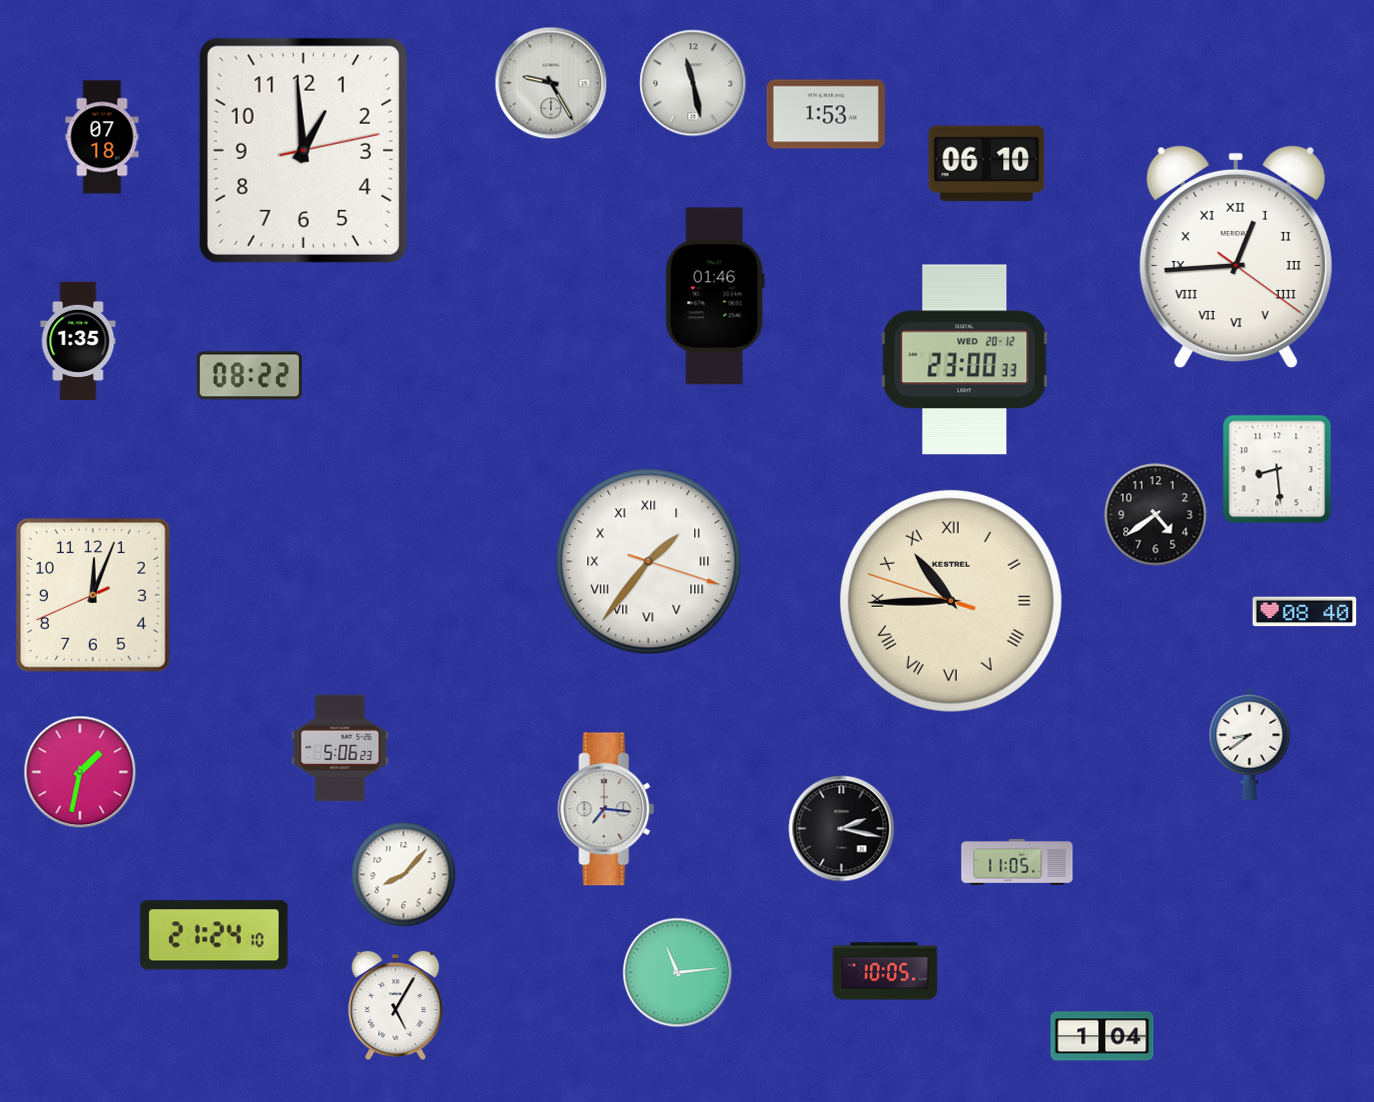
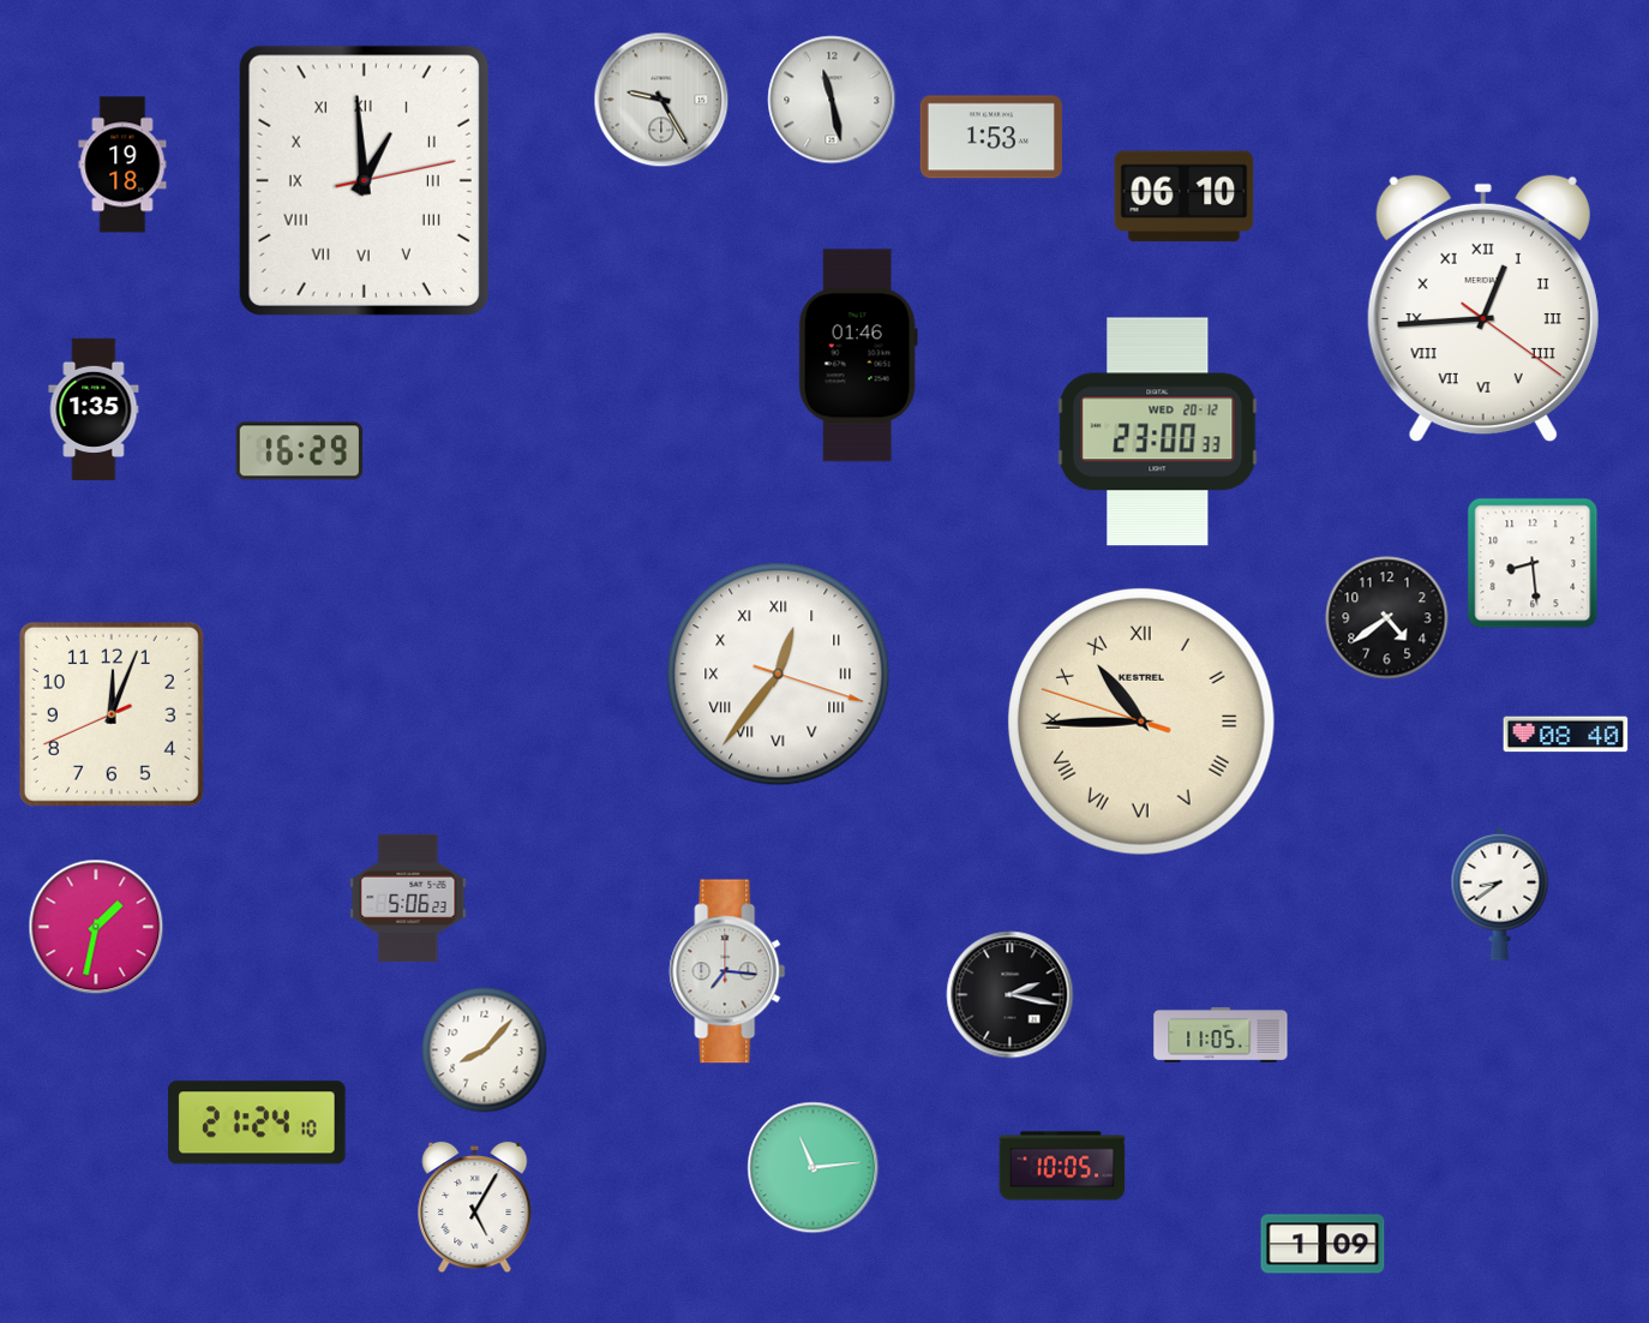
clock at (102, 137): 07:18 -> 19:18
clock at (303, 150) numerals: Arabic -> Roman
clock at (249, 376): 08:22 -> 16:29
clock at (649, 562): 1:36 -> 12:36
clock at (1102, 1036): 1:04 -> 1:09
